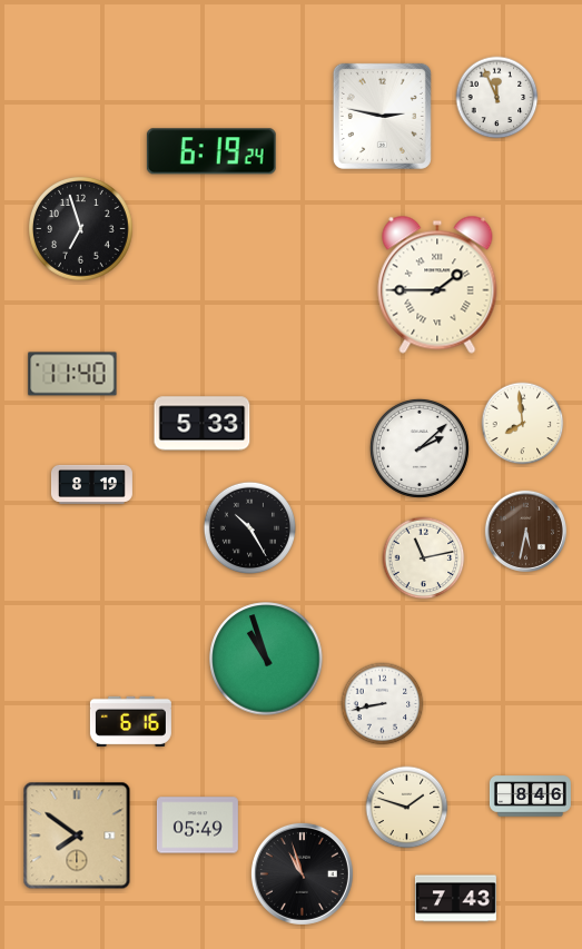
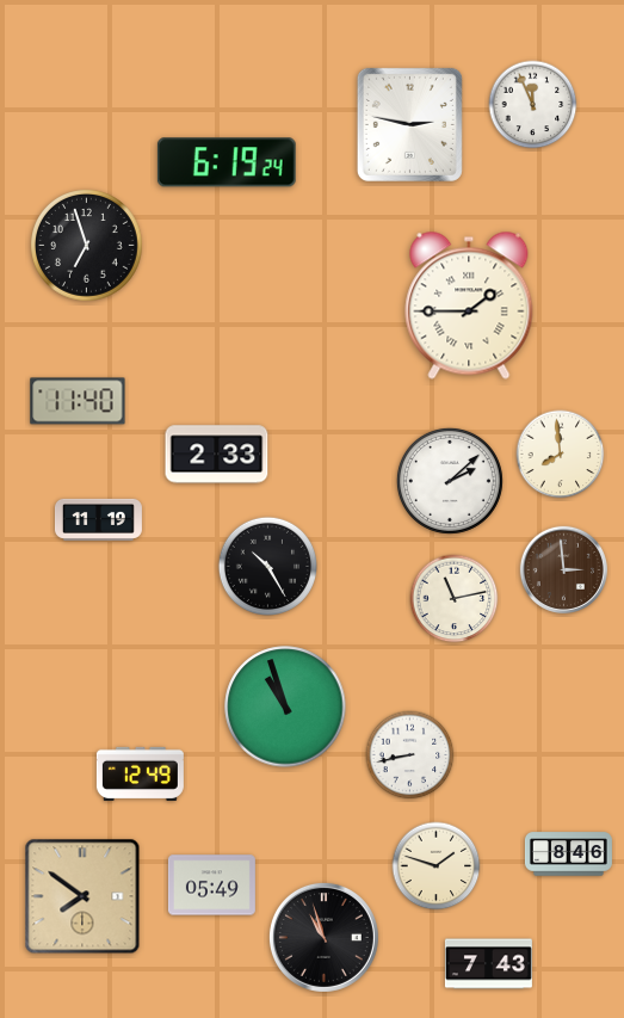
clock at (203, 424): 5:33 -> 2:33
clock at (91, 484): 8:19 -> 11:19
clock at (525, 531): 5:32 -> 2:59
clock at (130, 721): 6:16 -> 12:49
